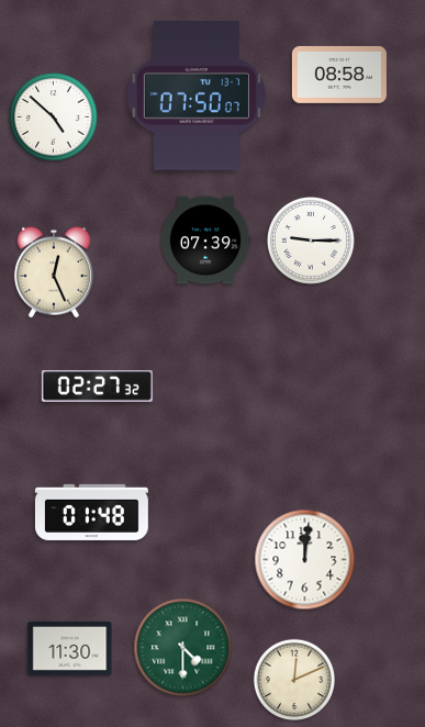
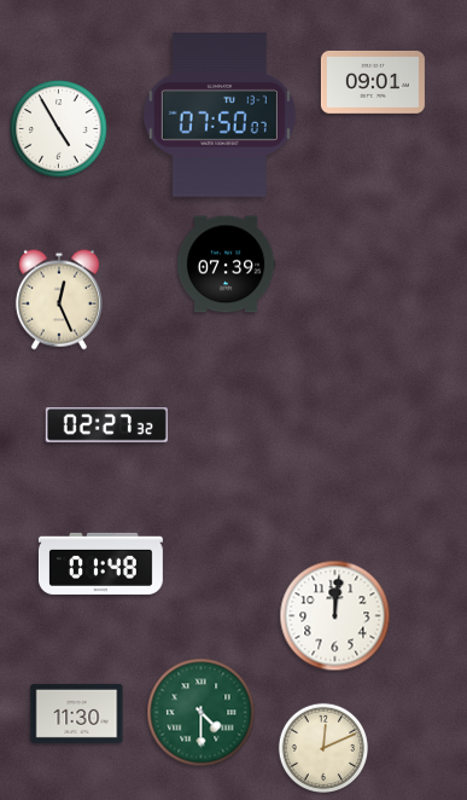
clock at (339, 75): 08:58 -> 09:01
clock at (197, 96) position: (197, 96) -> (220, 115)
clock at (54, 118): 4:52 -> 4:55
clock at (312, 242): 9:15 -> none
